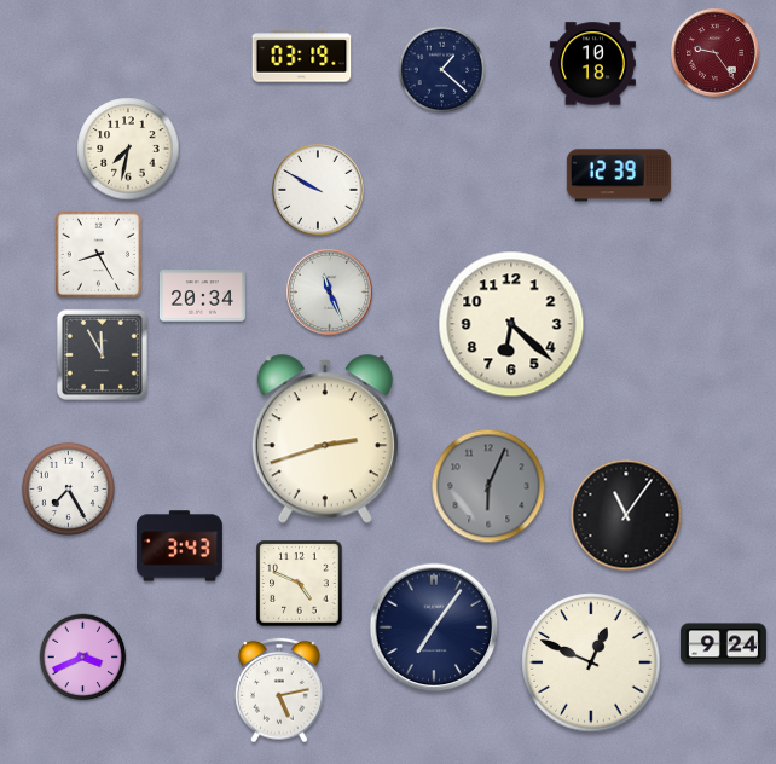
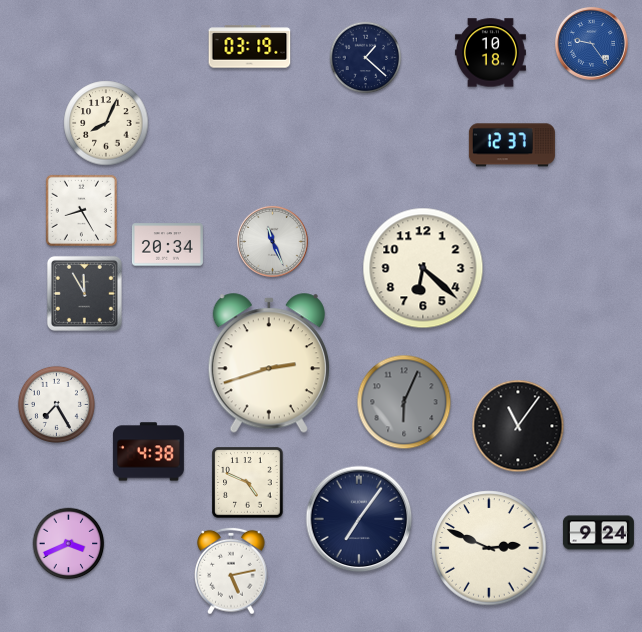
clock at (714, 52) dial: burgundy -> blue
clock at (128, 149): 7:32 -> 8:04
clock at (619, 175): 12:39 -> 12:37
clock at (318, 190): 9:50 -> none
clock at (179, 546): 3:43 -> 4:38
clock at (591, 662): 12:49 -> 2:49
